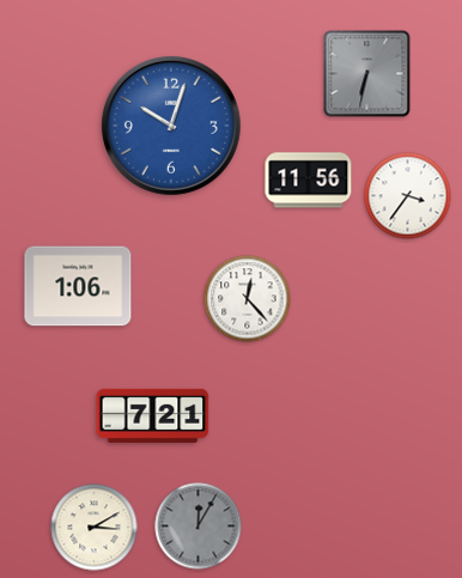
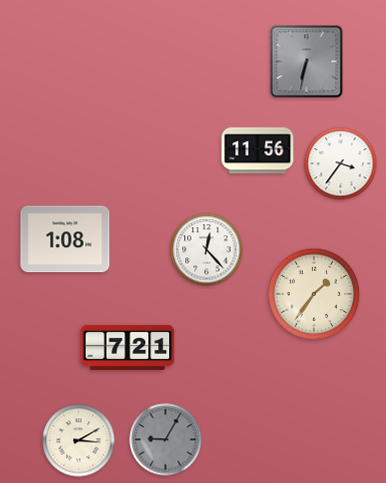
clock at (171, 126): 10:03 -> none
clock at (78, 286): 1:06 -> 1:08
clock at (314, 294): none -> 1:36
clock at (199, 527): 12:05 -> 9:05
